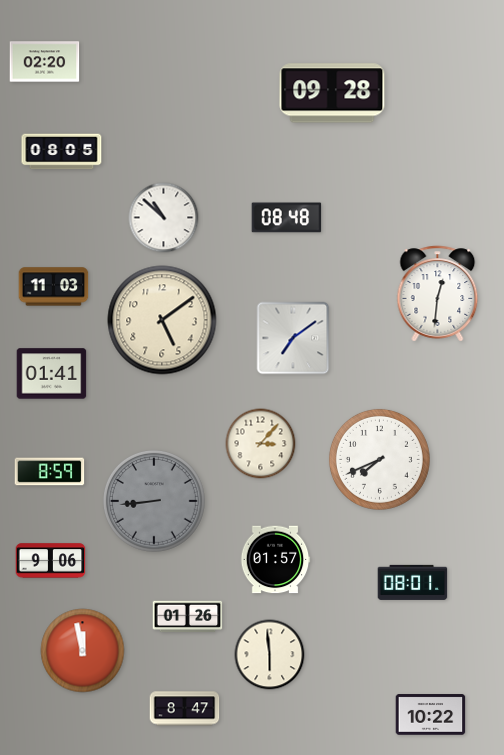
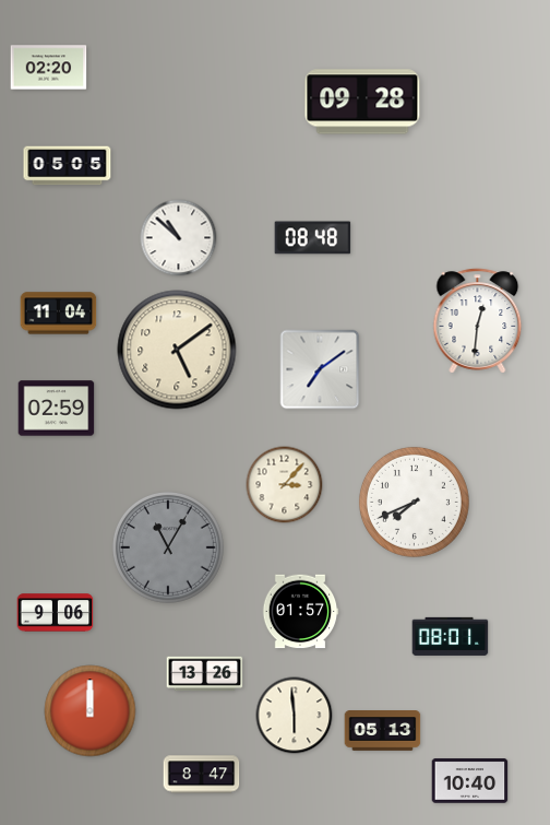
clock at (62, 152): 08:05 -> 05:05
clock at (54, 287): 11:03 -> 11:04
clock at (52, 374): 01:41 -> 02:59
clock at (50, 472): 8:59 -> none
clock at (154, 501): 8:44 -> 11:05
clock at (188, 617): 01:26 -> 13:26
clock at (83, 651): 11:58 -> 12:00
clock at (383, 731): none -> 05:13
clock at (431, 715): 10:22 -> 10:40
